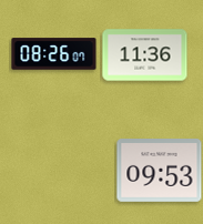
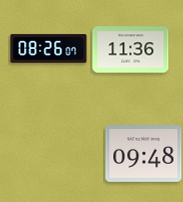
clock at (160, 171): 09:53 -> 09:48
